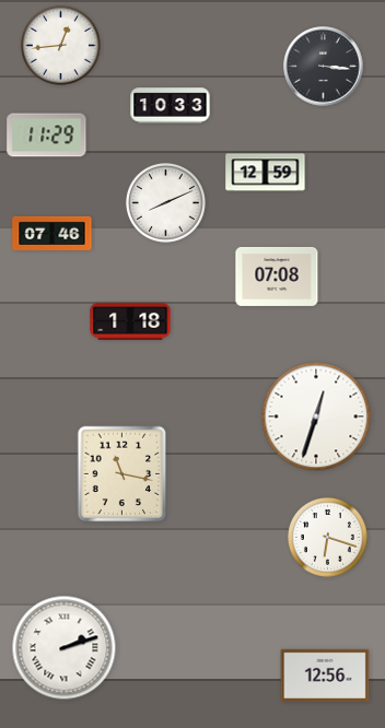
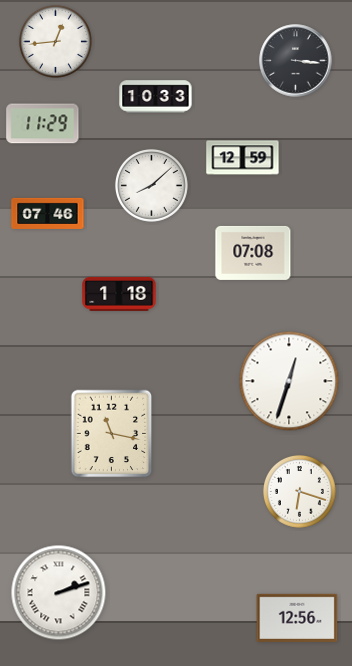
clock at (165, 202): 8:11 -> 8:08
